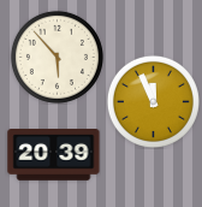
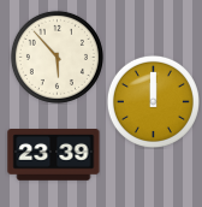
clock at (153, 101): 11:56 -> 12:00
clock at (54, 155): 20:39 -> 23:39
